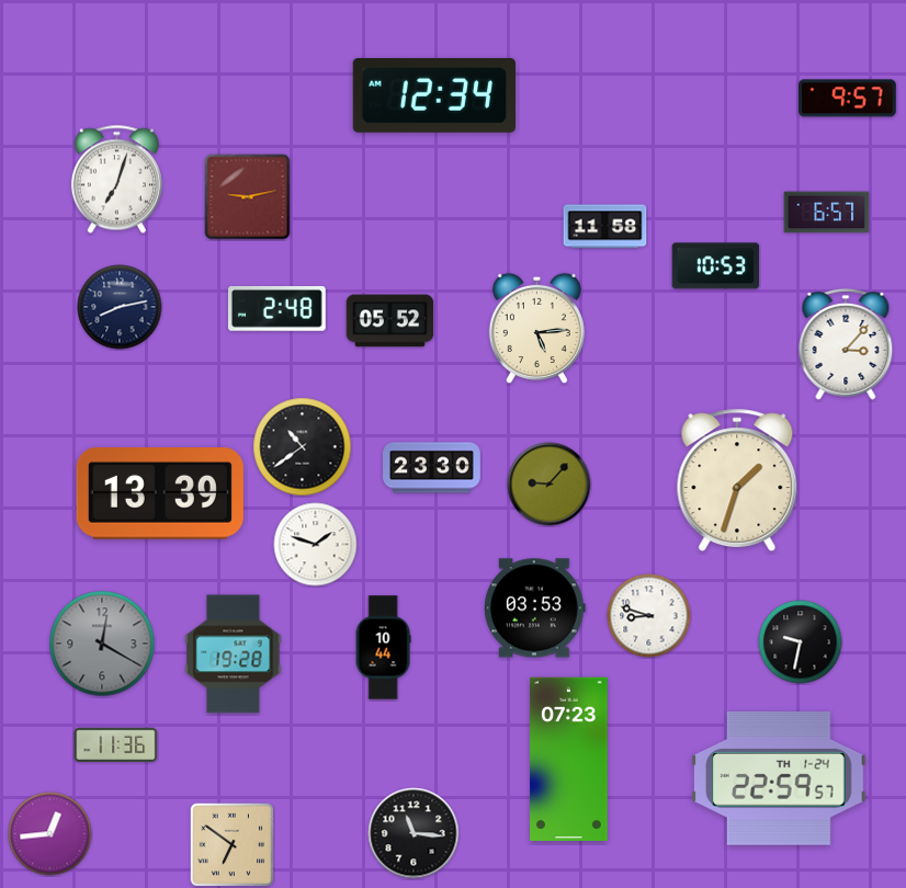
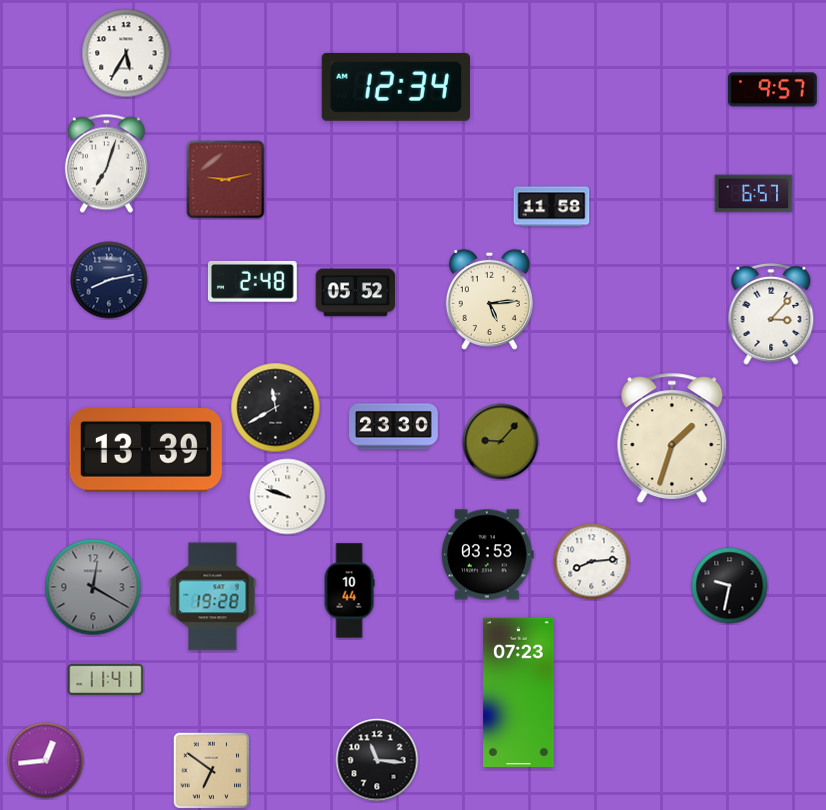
clock at (126, 53): none -> 5:35
clock at (716, 266): 10:53 -> none
clock at (303, 447): 10:39 -> 11:40
clock at (316, 545): 1:48 -> 9:48
clock at (649, 616): 8:48 -> 8:14
clock at (116, 744): 11:36 -> 11:41
clock at (780, 778): 22:59 -> none
